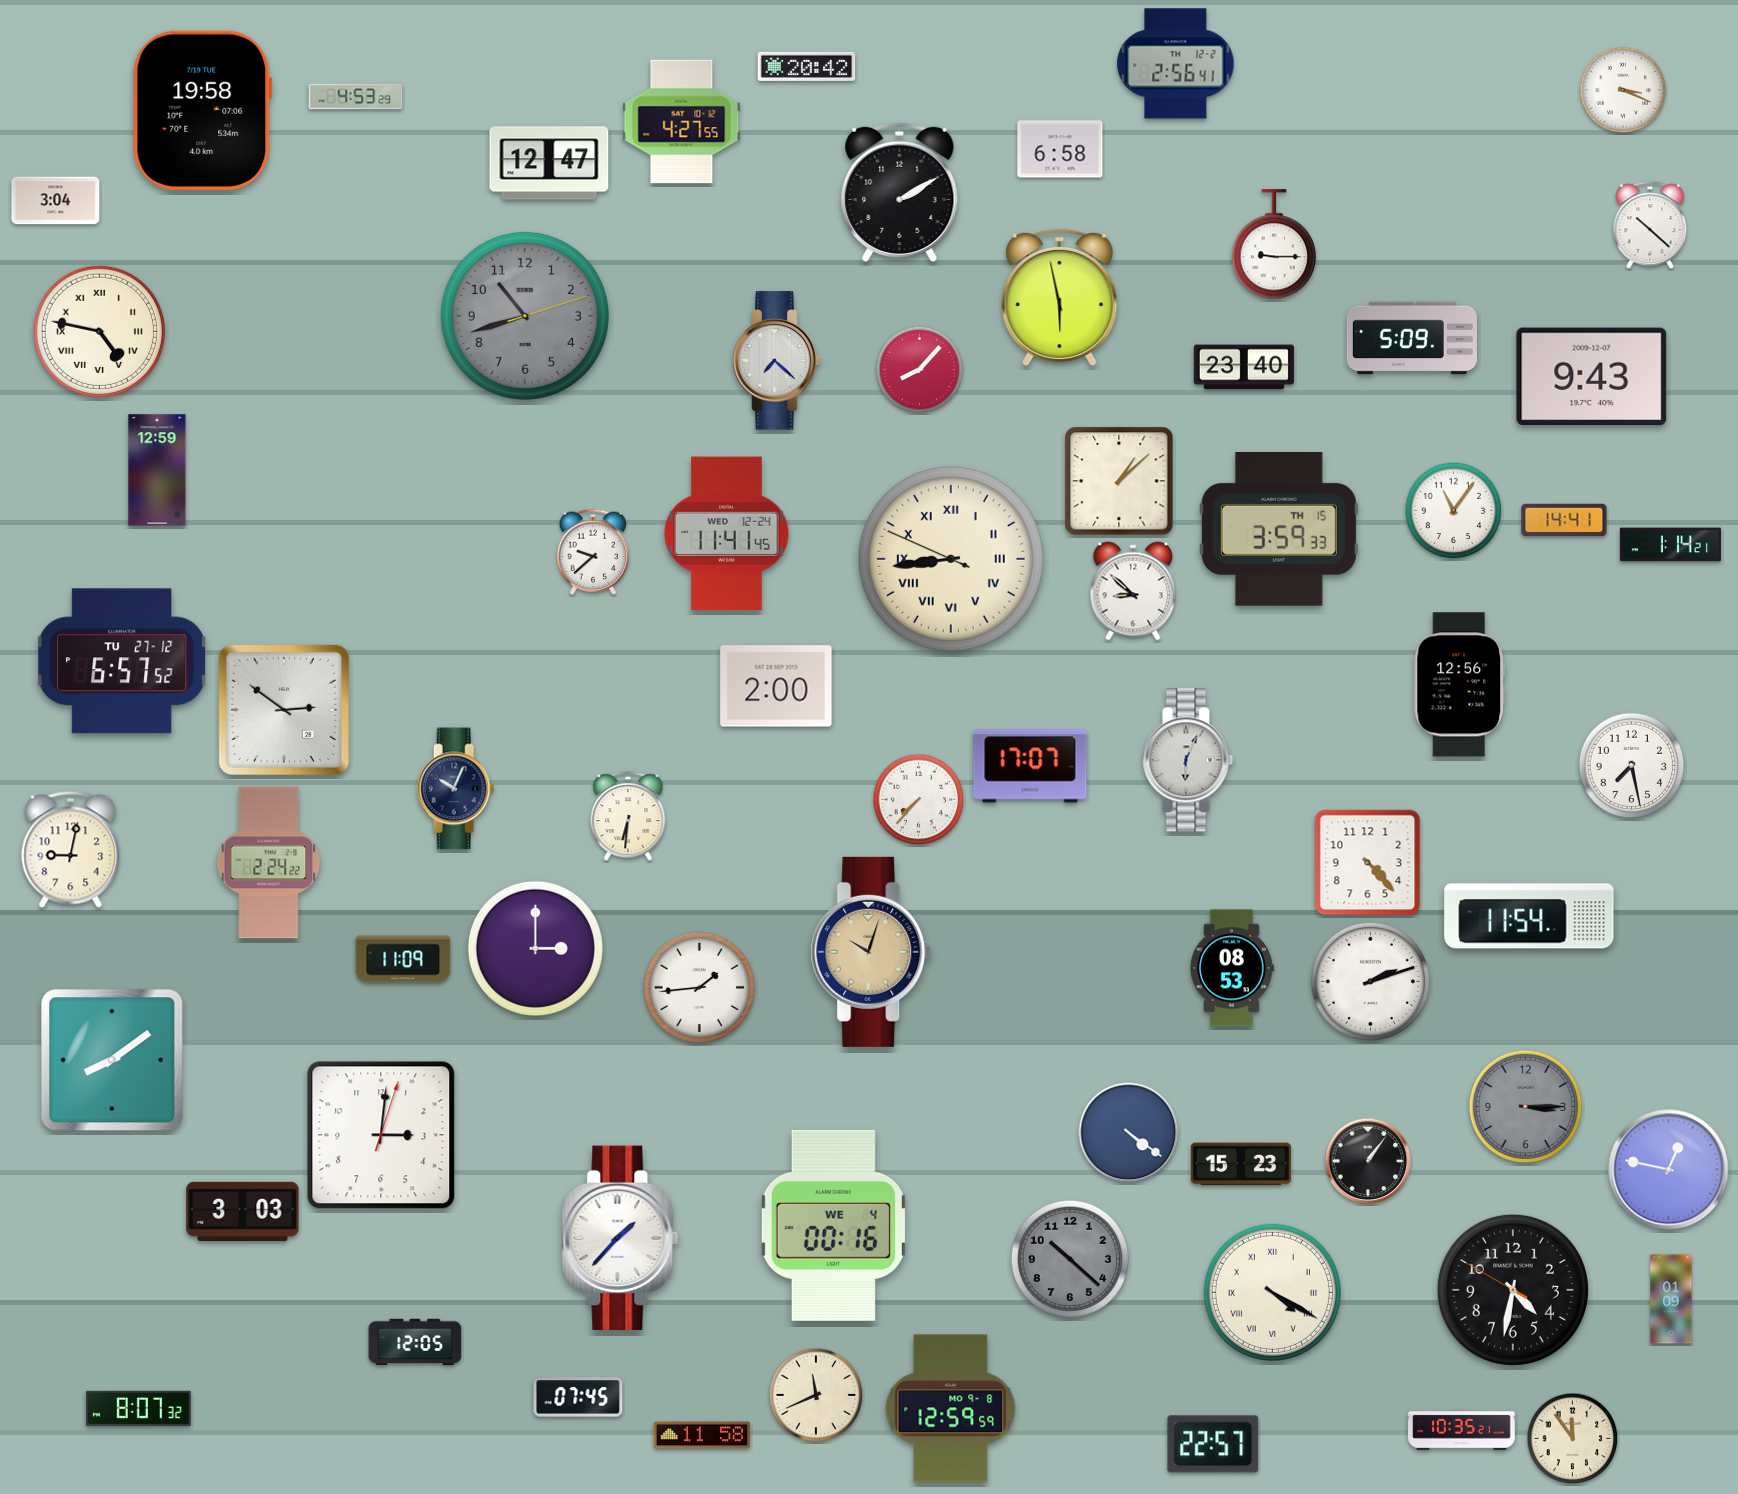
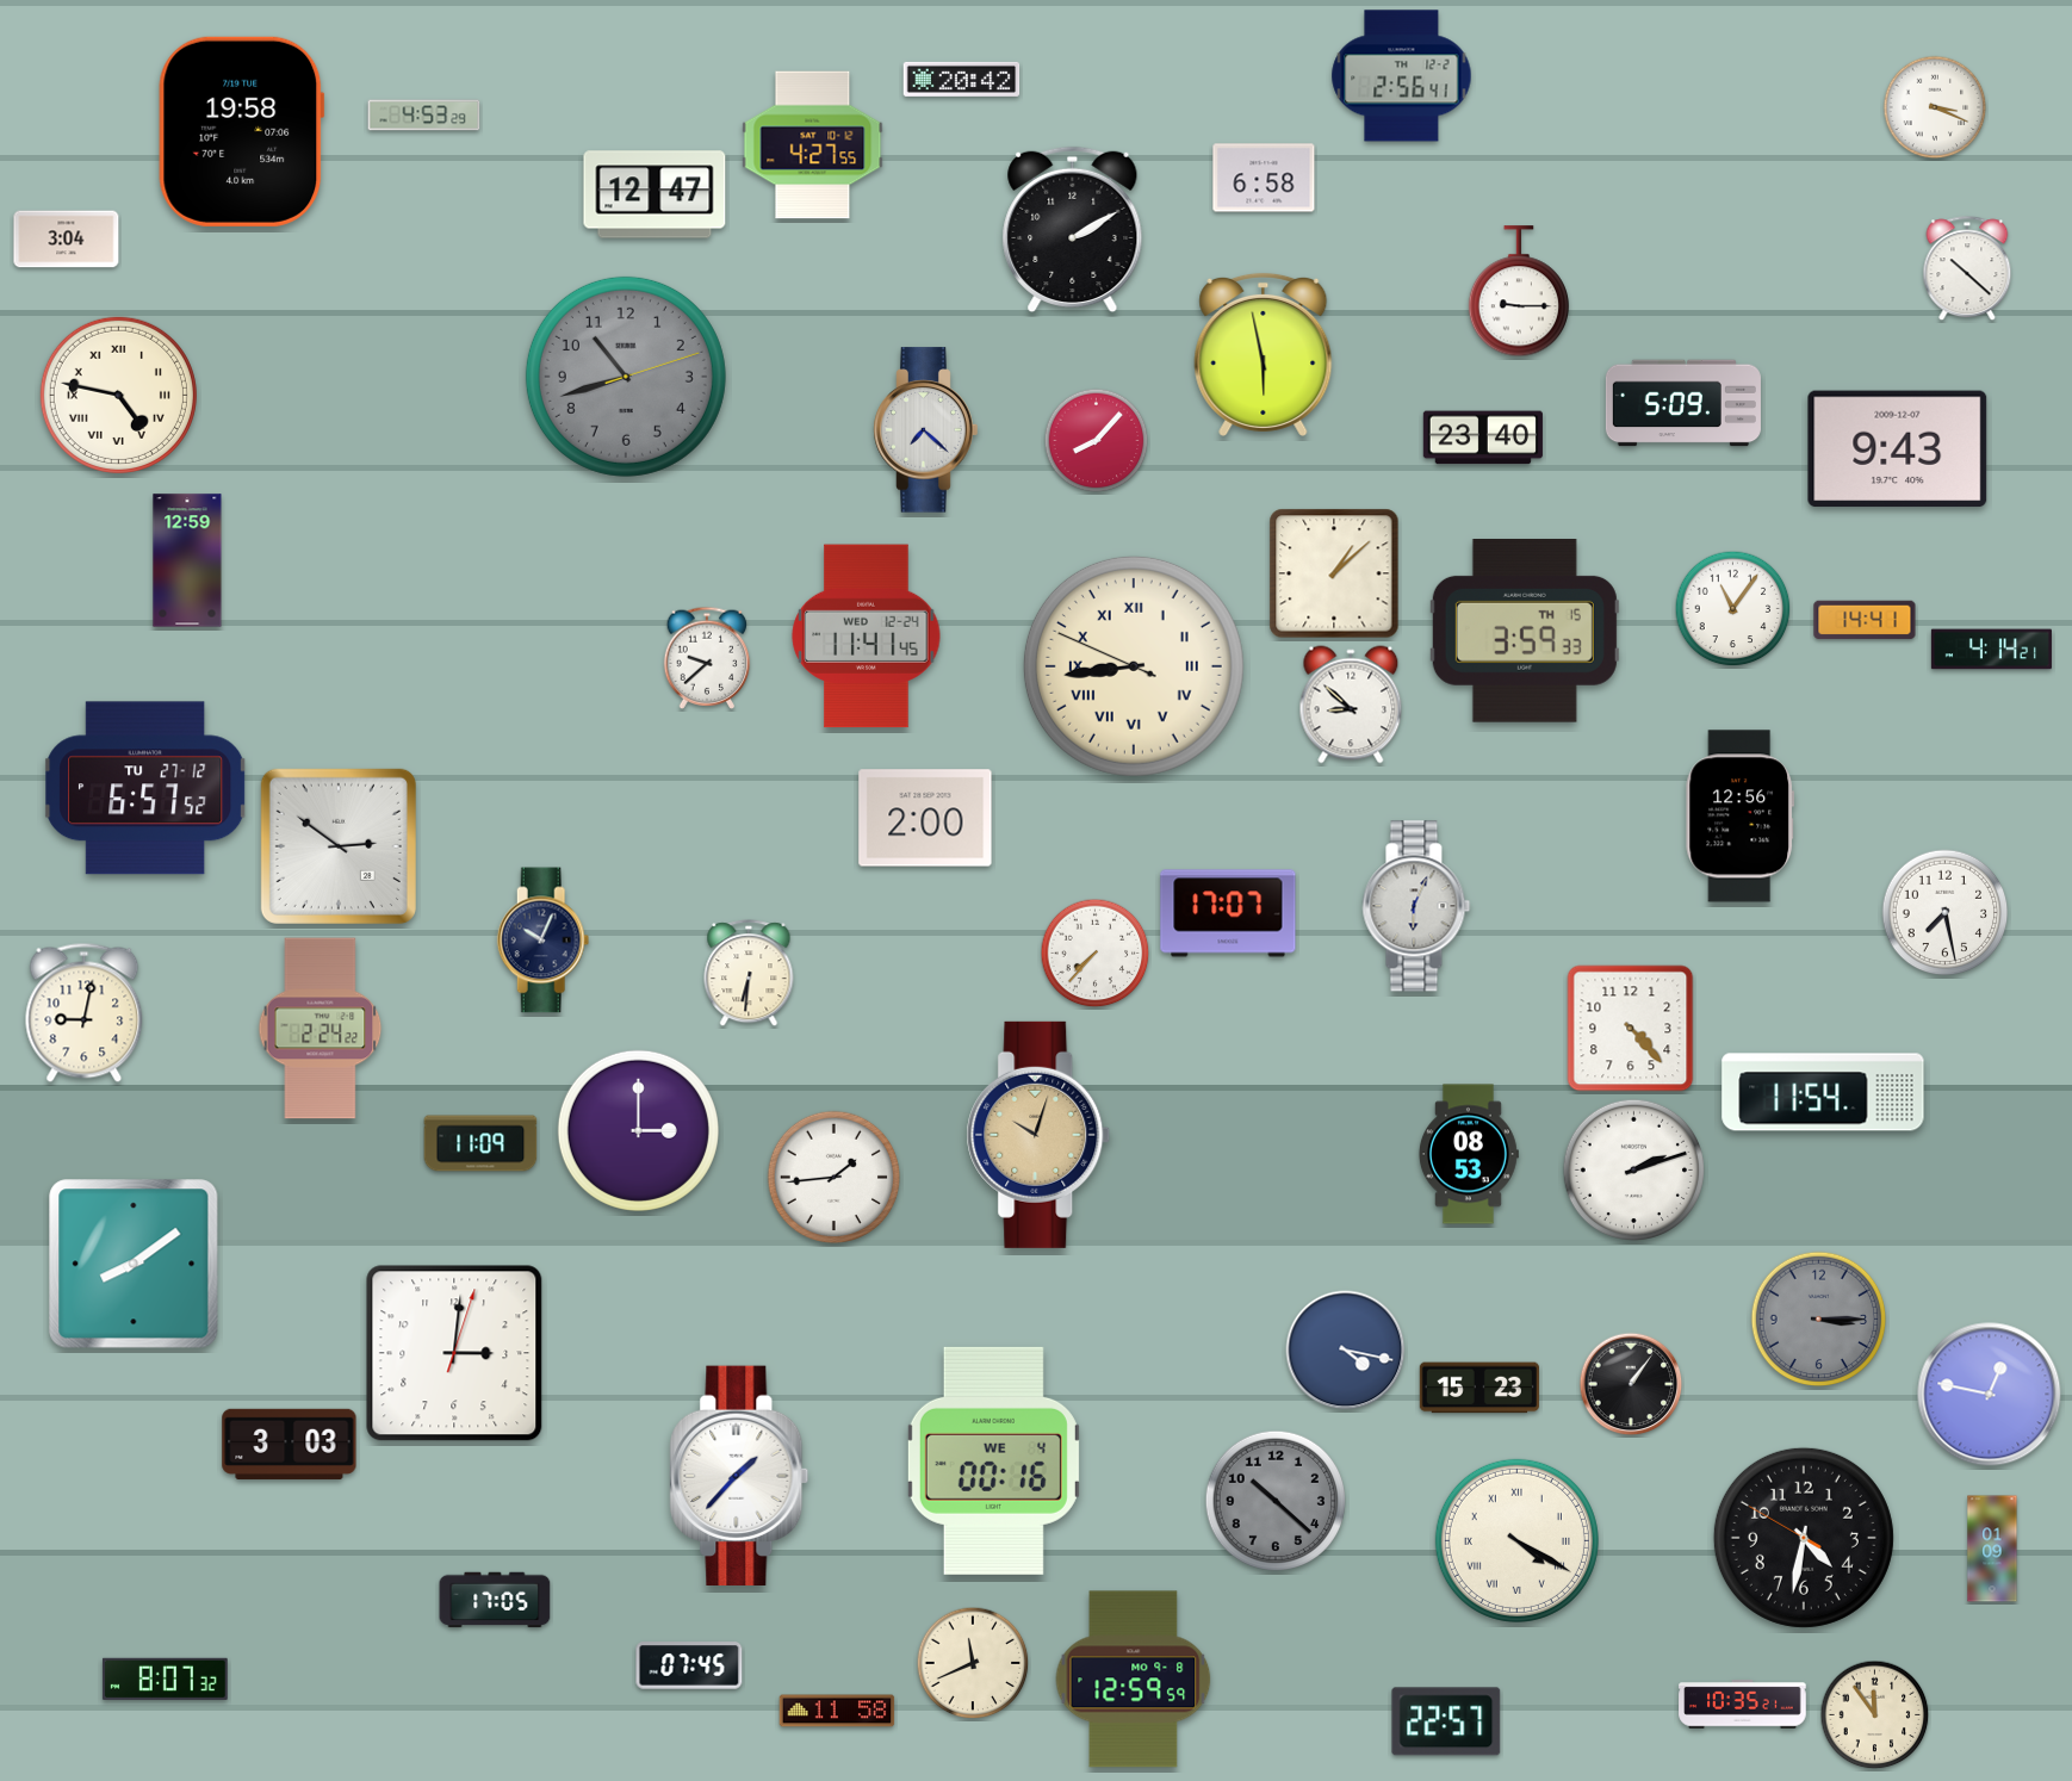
clock at (1670, 545): 1:14 -> 4:14
clock at (1129, 1133): 4:21 -> 4:17
clock at (415, 1342): 12:05 -> 17:05
